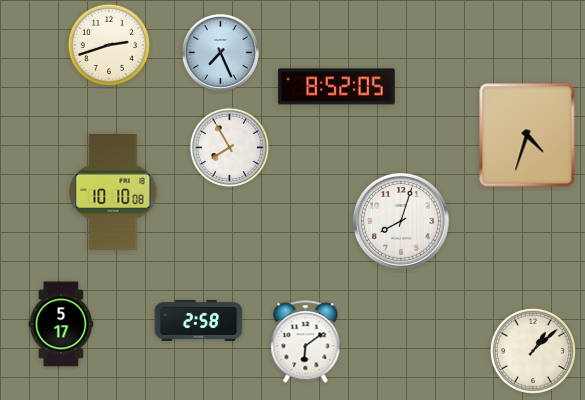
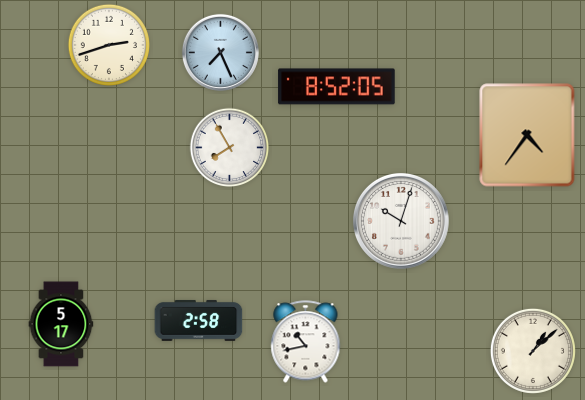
clock at (527, 135): 4:33 -> 4:36
clock at (113, 193): 10:10 -> none
clock at (402, 222): 8:03 -> 10:03
clock at (306, 342): 6:09 -> 10:43
